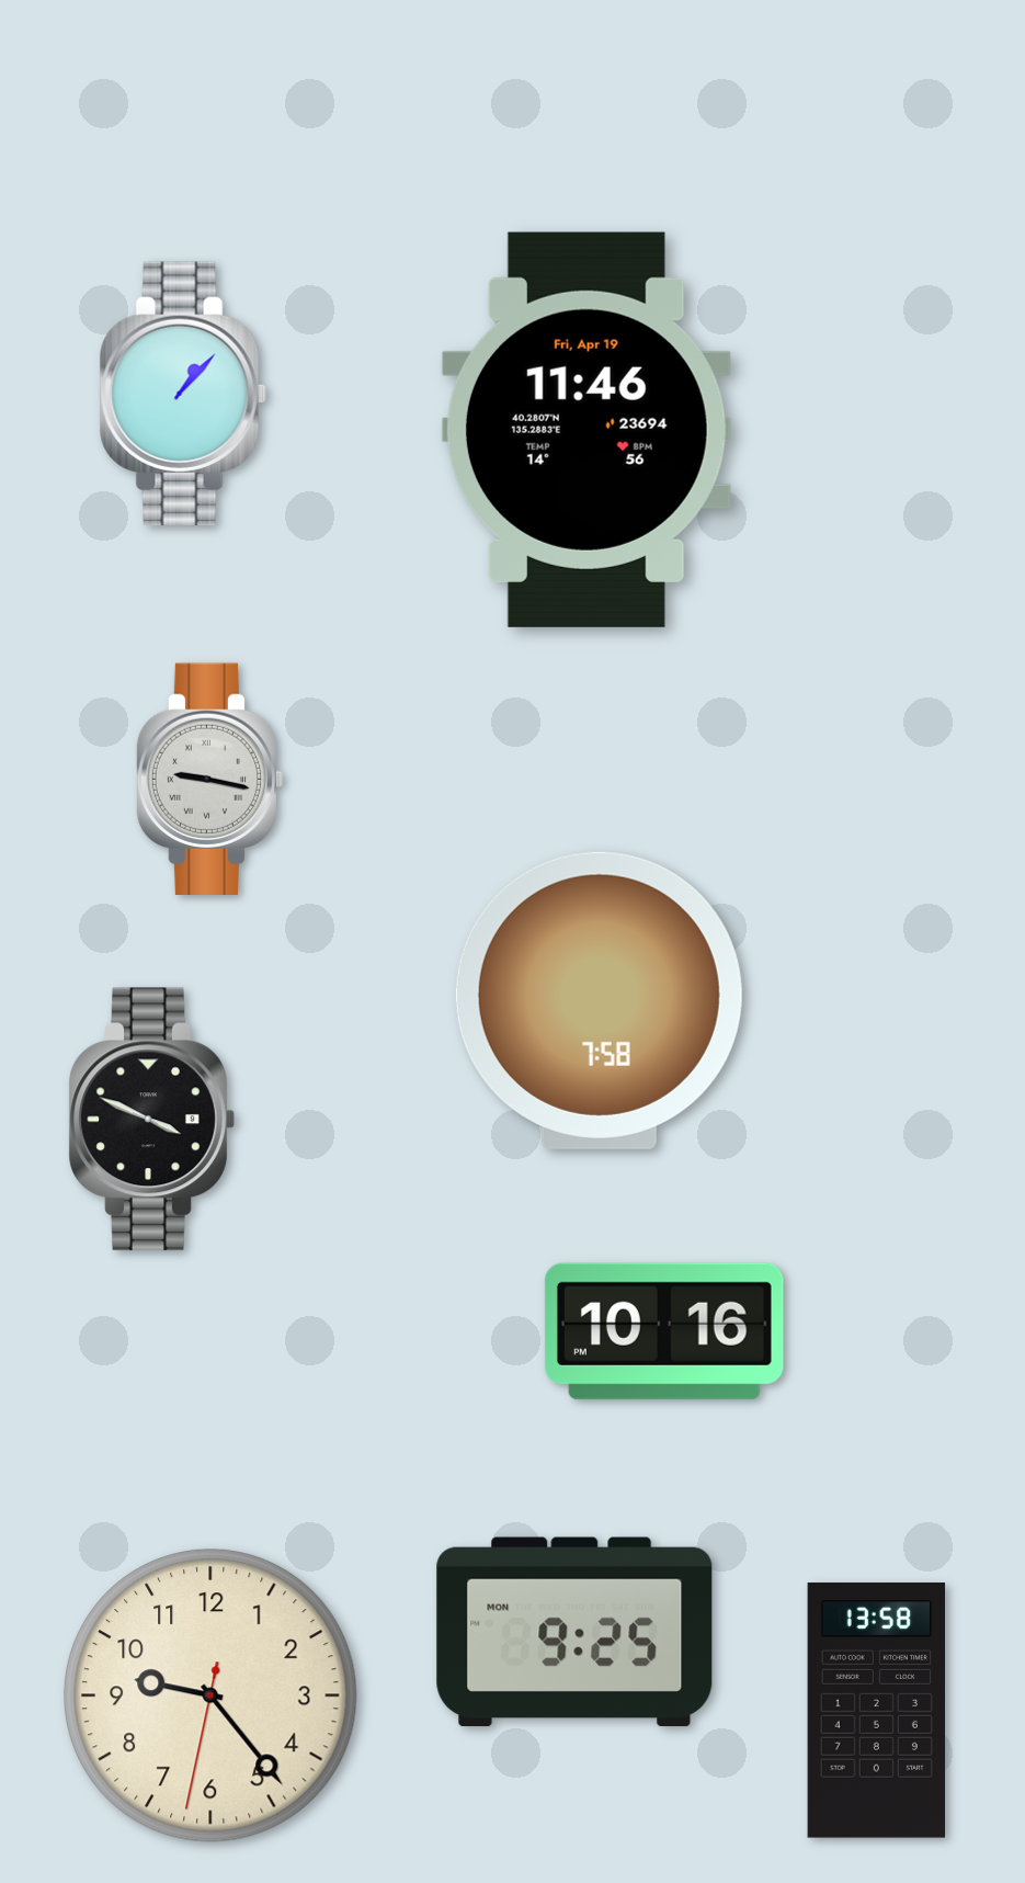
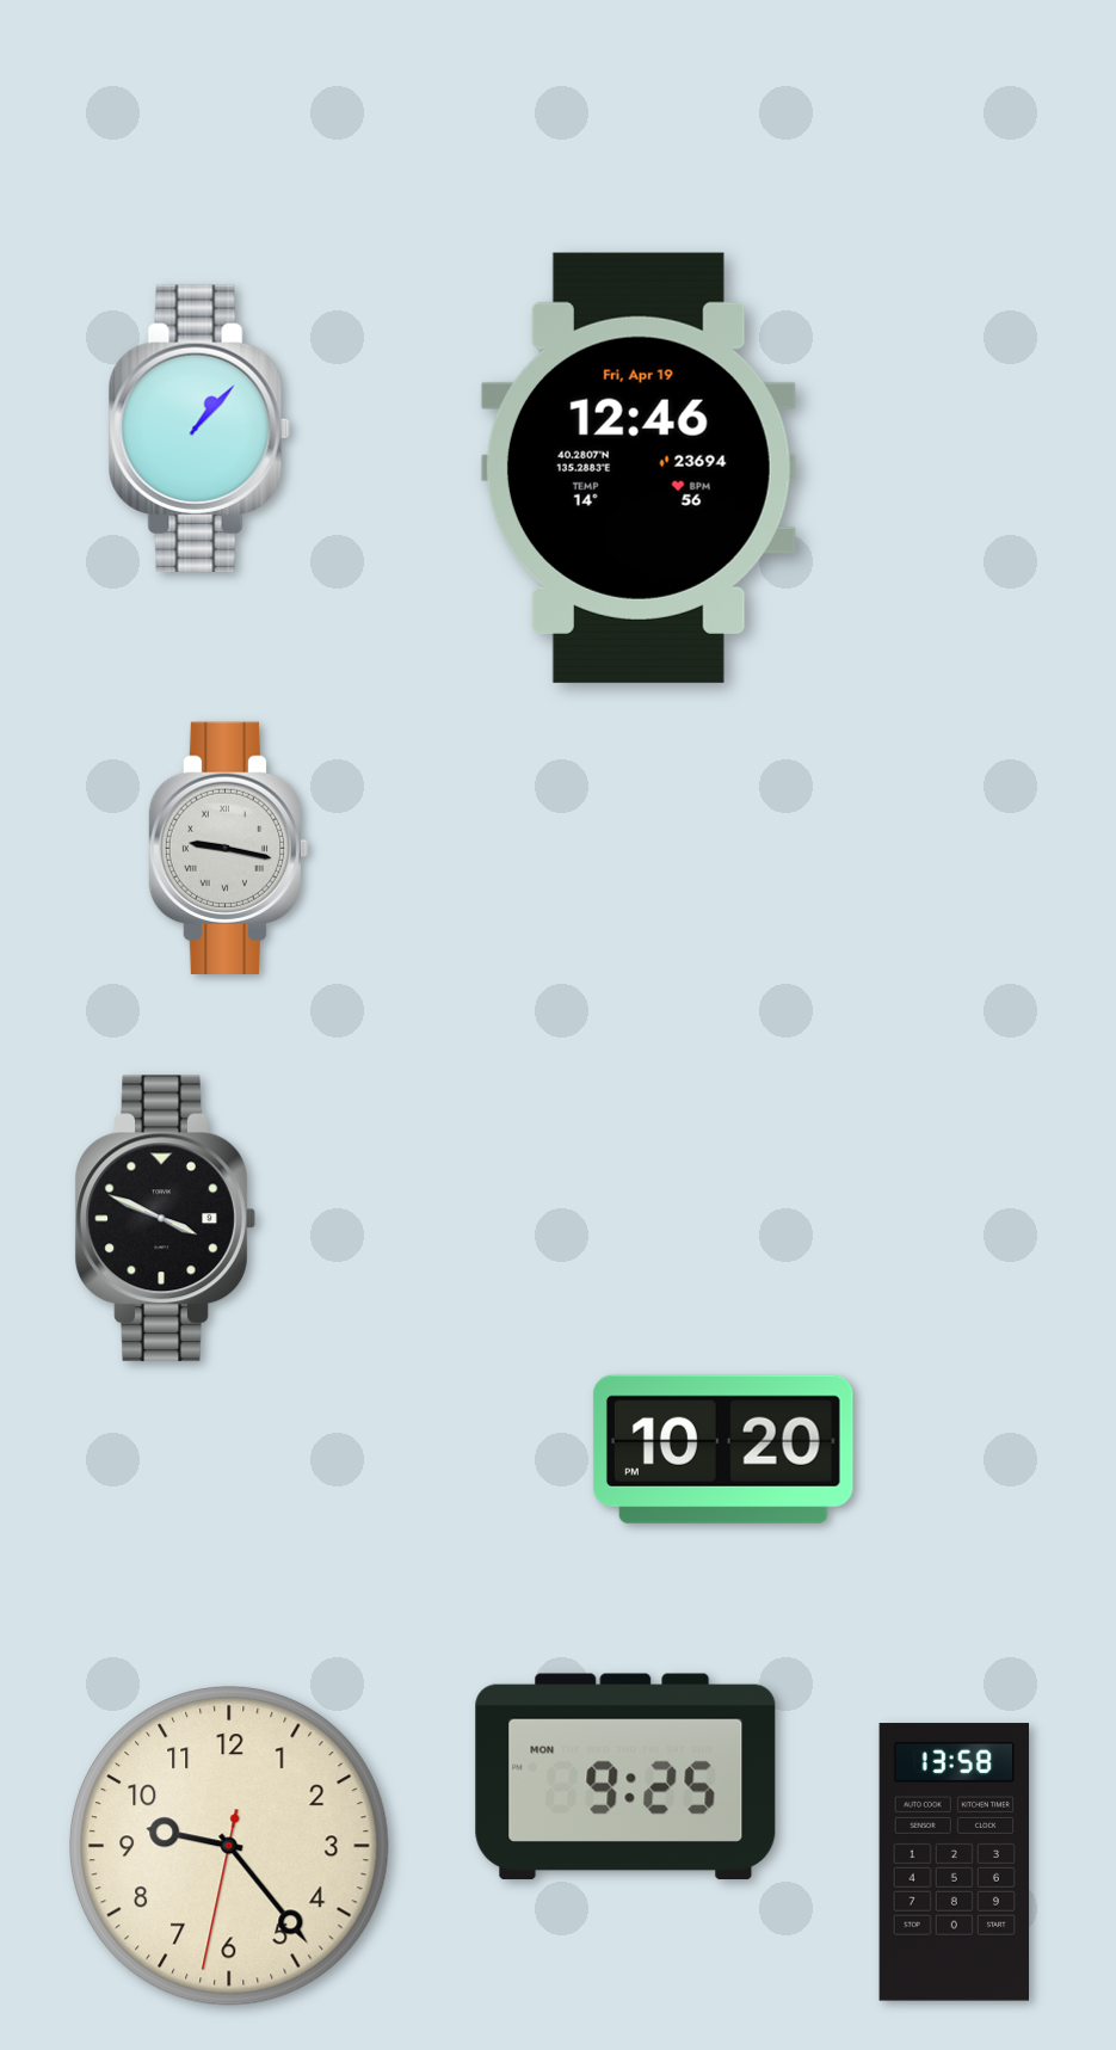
clock at (586, 430): 11:46 -> 12:46
clock at (599, 1000): 7:58 -> none
clock at (664, 1331): 10:16 -> 10:20
